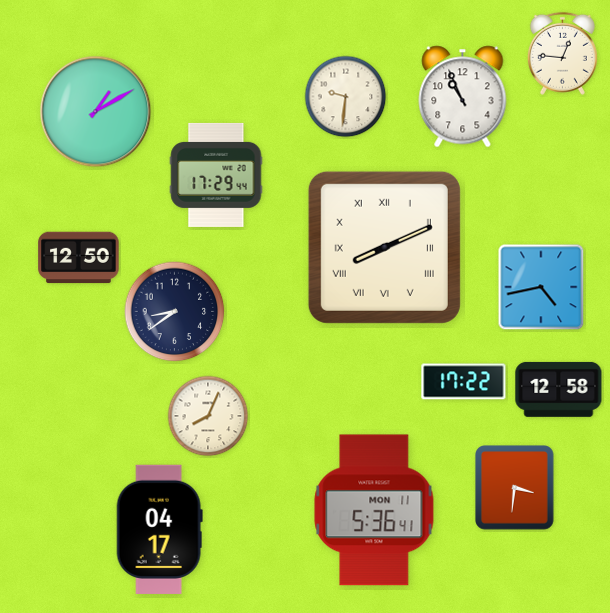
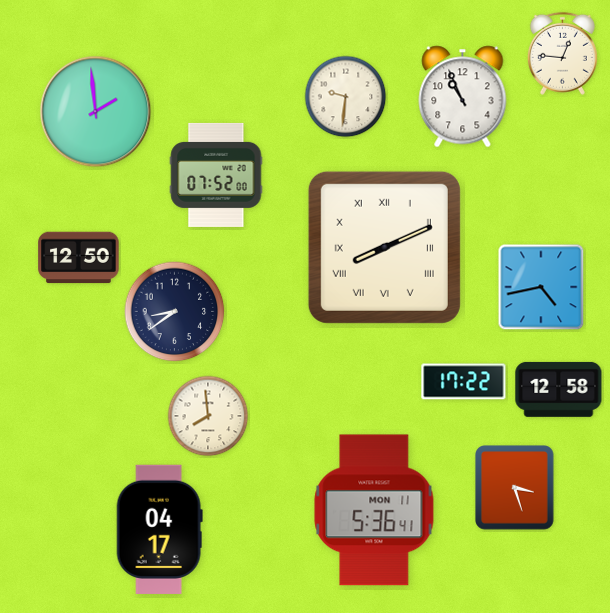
clock at (96, 112): 1:10 -> 1:59
clock at (216, 175): 17:29 -> 07:52
clock at (208, 416): 8:04 -> 7:59
clock at (515, 488): 3:31 -> 3:27
